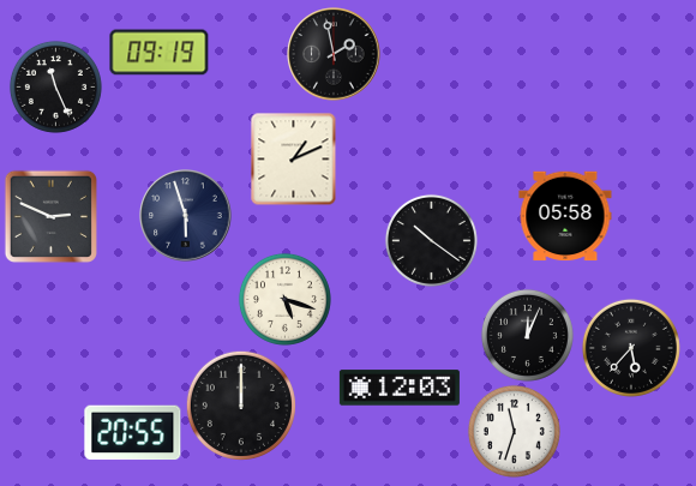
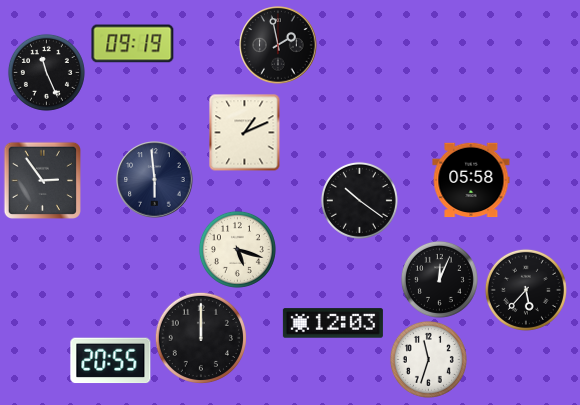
clock at (50, 216): 2:49 -> 2:54
clock at (186, 216): 5:57 -> 5:59
